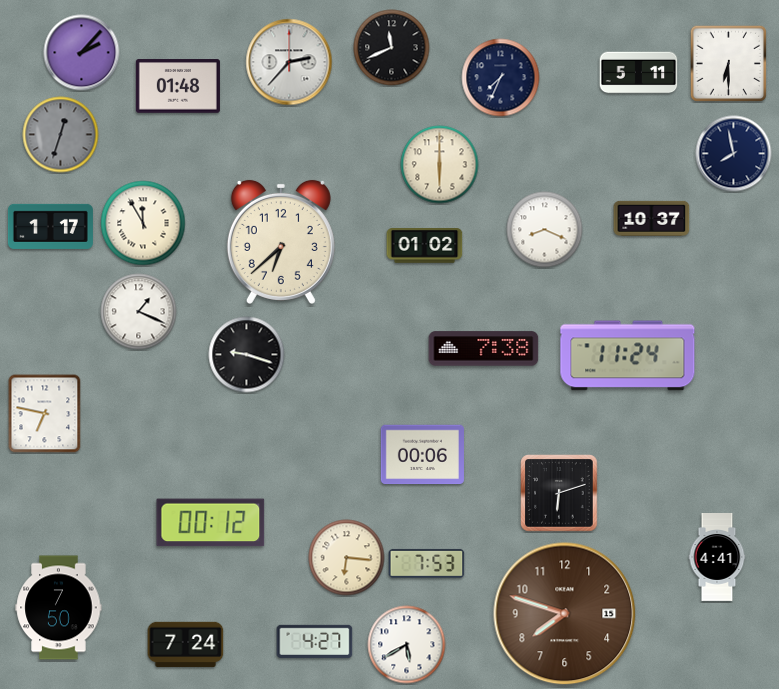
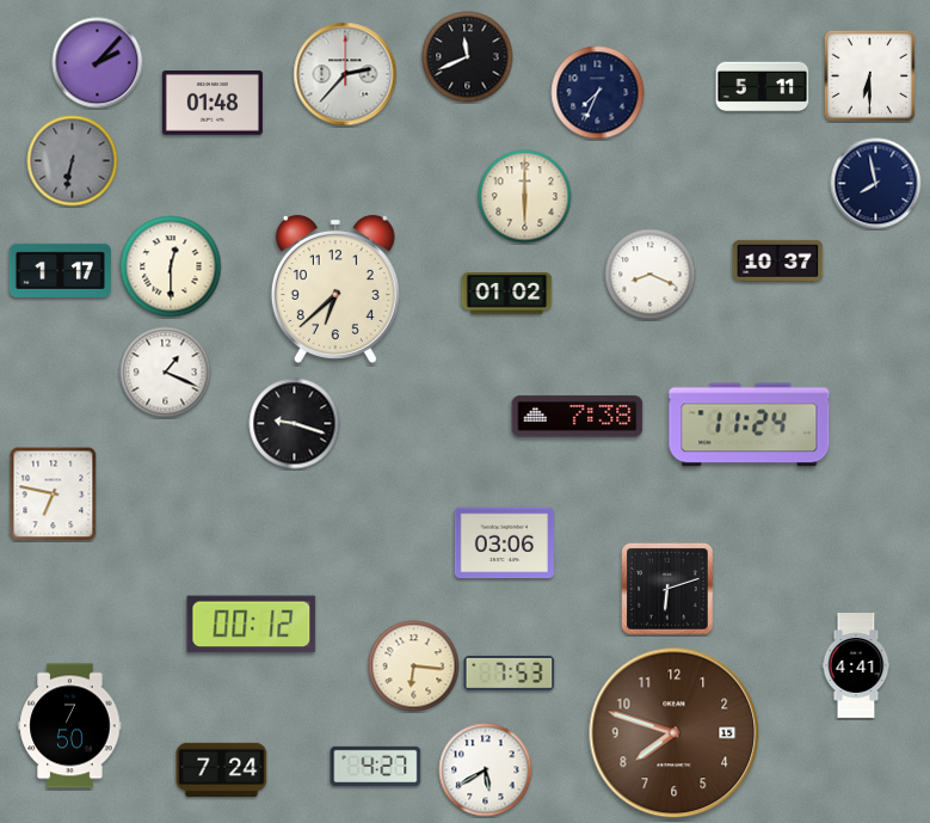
clock at (61, 135): 12:33 -> 6:32
clock at (143, 223): 11:55 -> 12:30
clock at (422, 455): 00:06 -> 03:06
